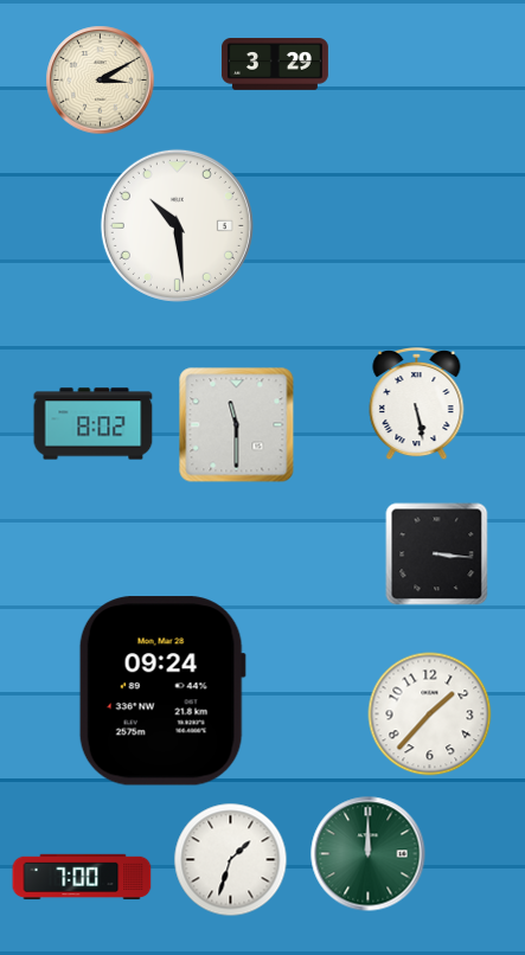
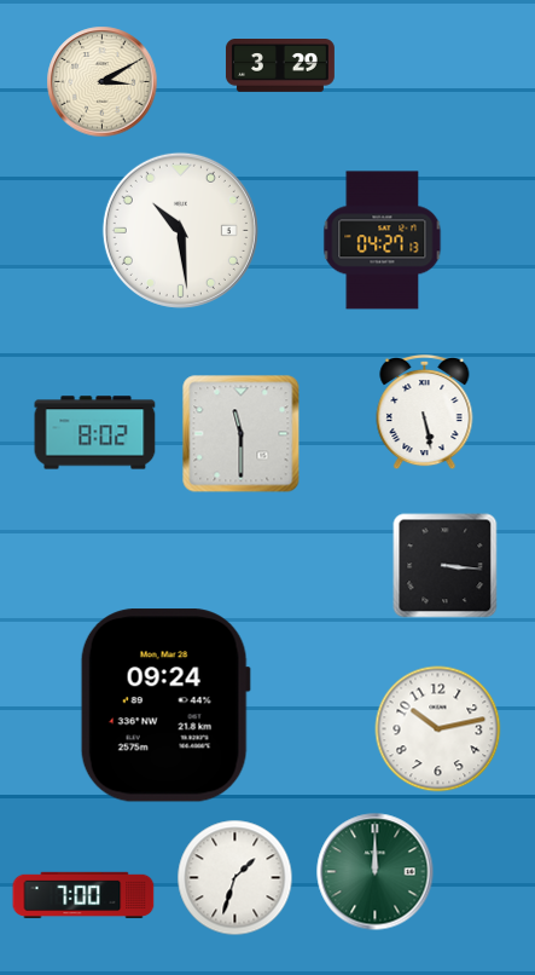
clock at (383, 241): none -> 04:27
clock at (430, 714): 1:37 -> 10:13
